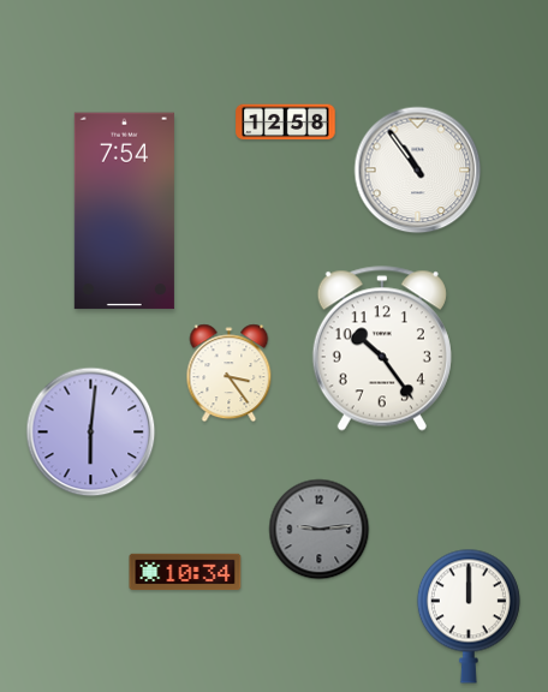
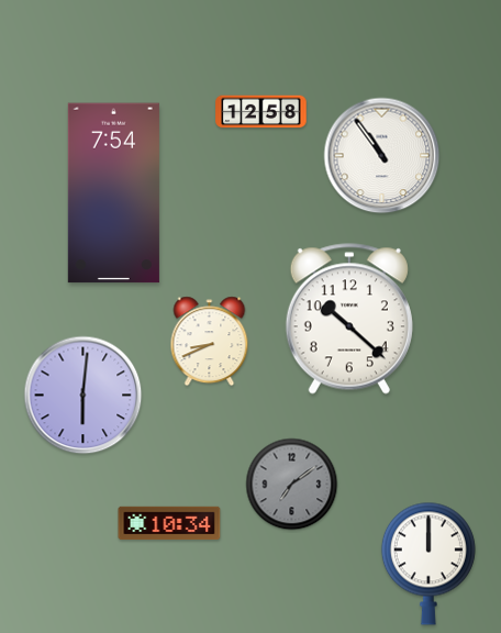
clock at (382, 348): 10:24 -> 10:22
clock at (230, 374): 3:24 -> 8:41
clock at (320, 530): 9:14 -> 7:09
